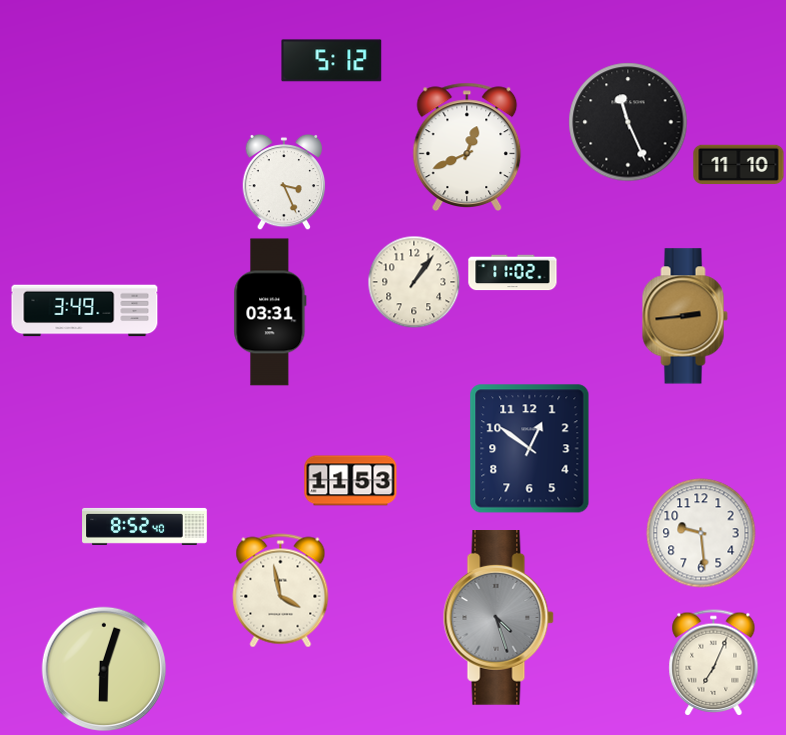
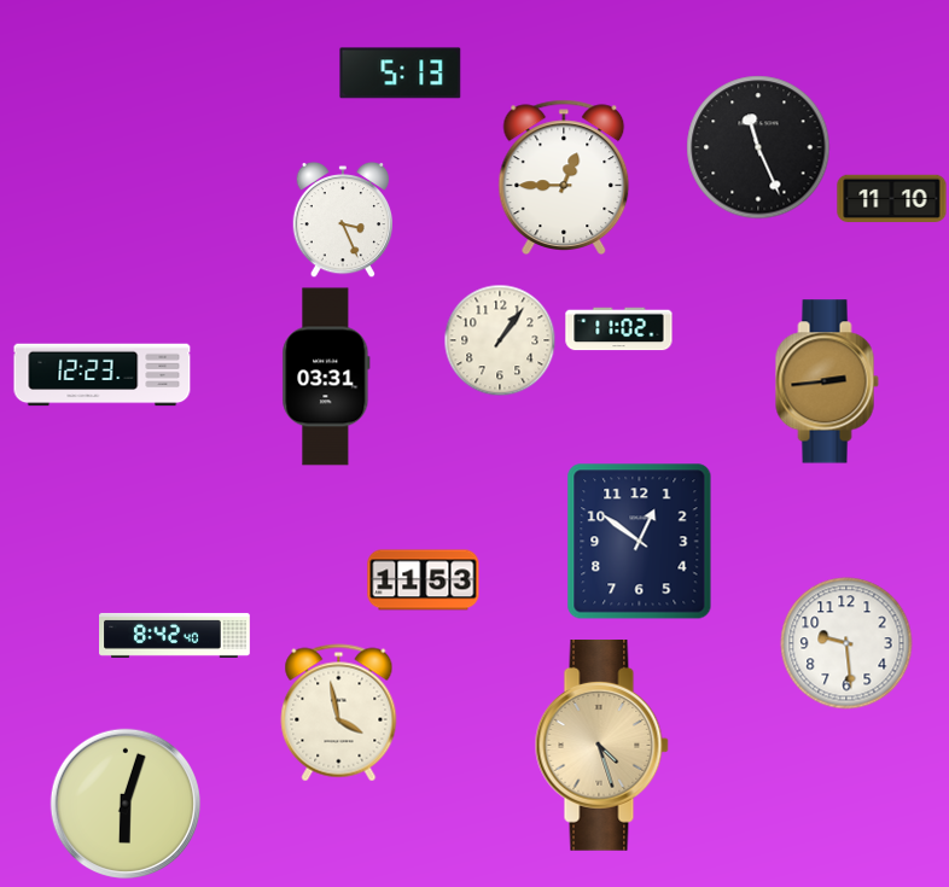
clock at (332, 61): 5:12 -> 5:13
clock at (467, 146): 12:41 -> 12:45
clock at (85, 311): 3:49 -> 12:23
clock at (145, 526): 8:52 -> 8:42
clock at (498, 618) dial: grey -> champagne
clock at (714, 663): 7:04 -> none
clock at (104, 669) position: (104, 669) -> (126, 804)
